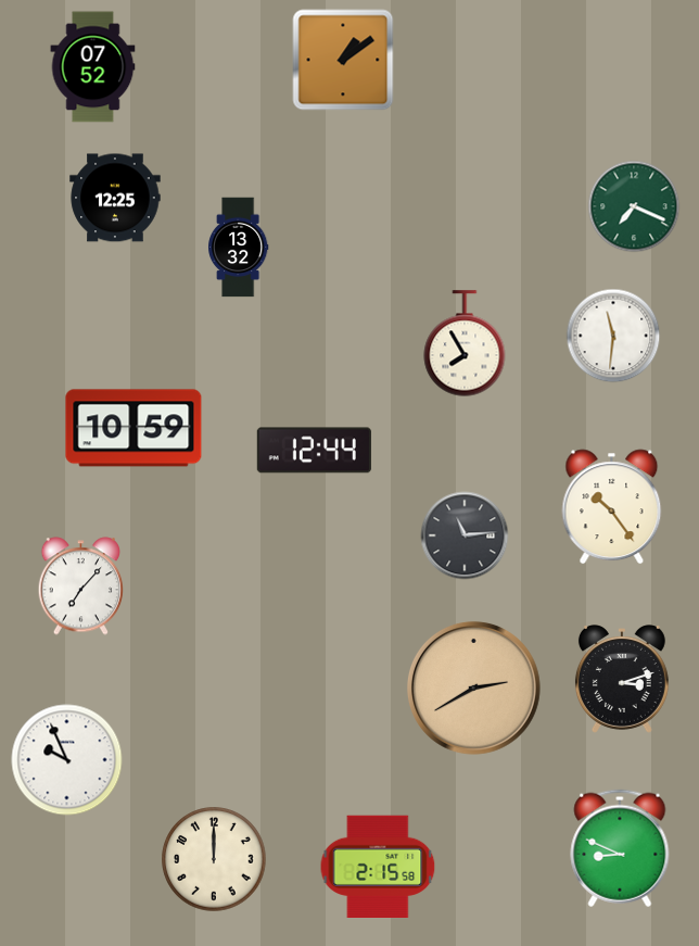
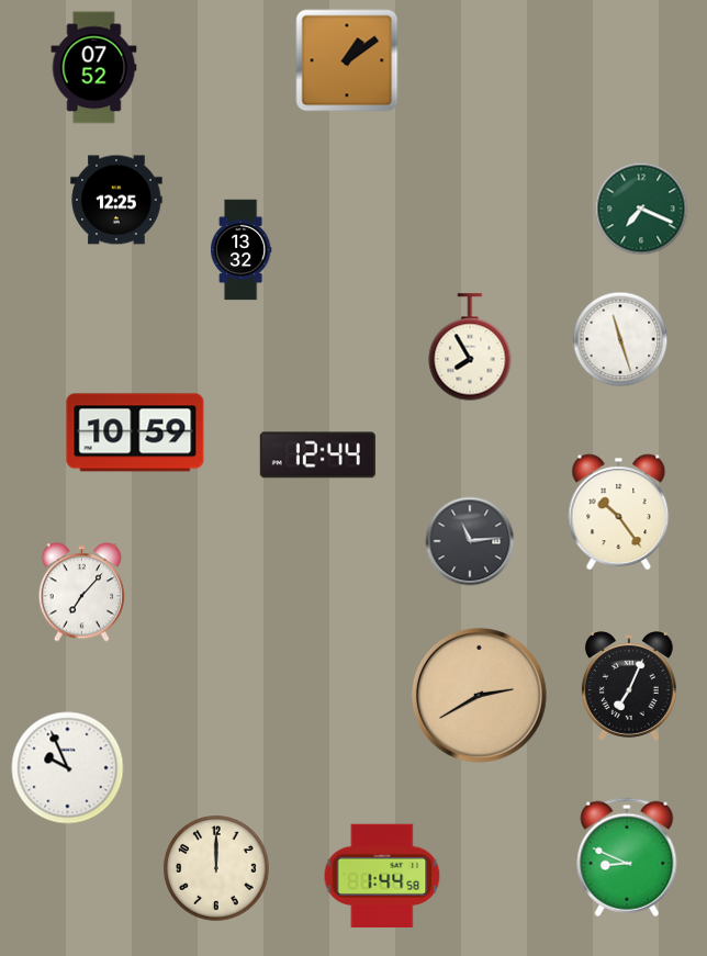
clock at (613, 336): 11:31 -> 11:27
clock at (622, 679): 3:12 -> 7:04
clock at (378, 866): 2:15 -> 1:44
